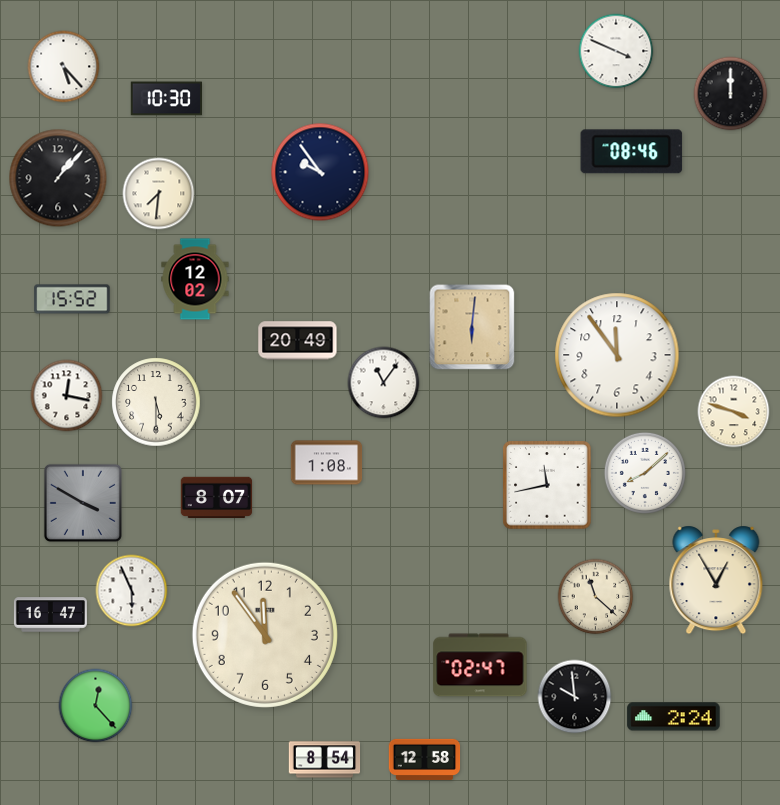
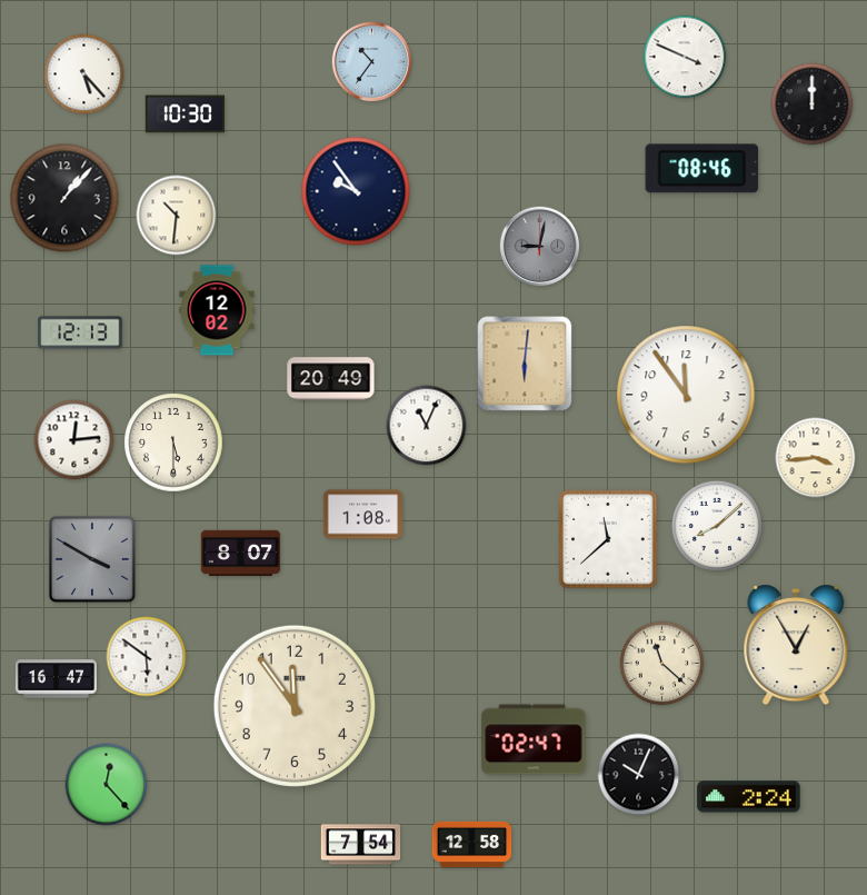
clock at (372, 62): none -> 10:36
clock at (64, 67) position: (64, 67) -> (84, 74)
clock at (166, 99) position: (166, 99) -> (185, 115)
clock at (159, 194): 7:31 -> 10:31
clock at (540, 247): none -> 9:02
clock at (72, 299): 15:52 -> 12:13
clock at (384, 383): 11:06 -> 11:04
clock at (67, 396): 12:17 -> 12:14
clock at (156, 402) position: (156, 402) -> (173, 442)
clock at (734, 412): 3:48 -> 3:44
clock at (547, 485): 11:43 -> 11:38
clock at (132, 591): 5:56 -> 5:51
clock at (50, 615) position: (50, 615) -> (56, 679)
clock at (575, 697): 9:59 -> 10:04
clock at (325, 760): 8:54 -> 7:54
